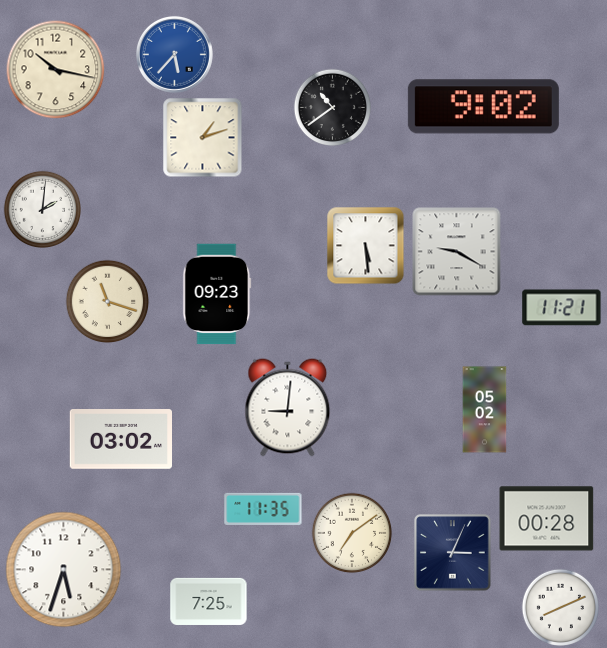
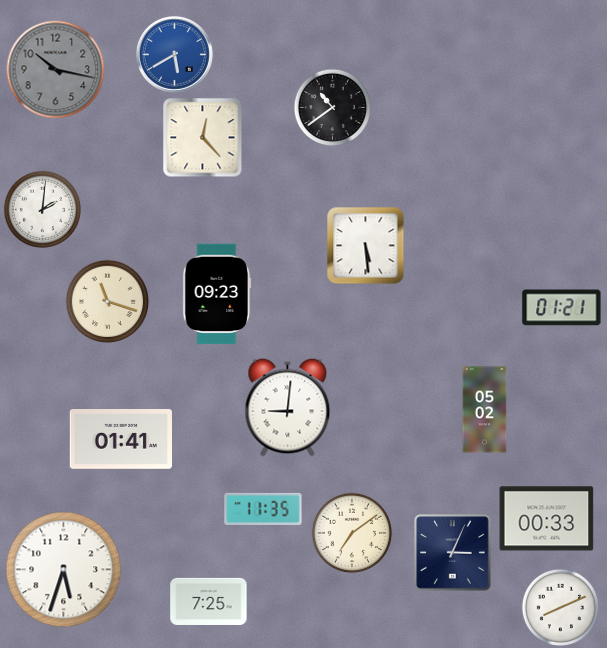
clock at (174, 54): 5:37 -> 5:40
clock at (56, 70) dial: cream -> grey
clock at (483, 107): 9:02 -> none
clock at (203, 138): 1:12 -> 12:23
clock at (457, 252): 9:20 -> none
clock at (562, 308): 11:21 -> 01:21
clock at (120, 440): 03:02 -> 01:41
clock at (547, 519): 00:28 -> 00:33
